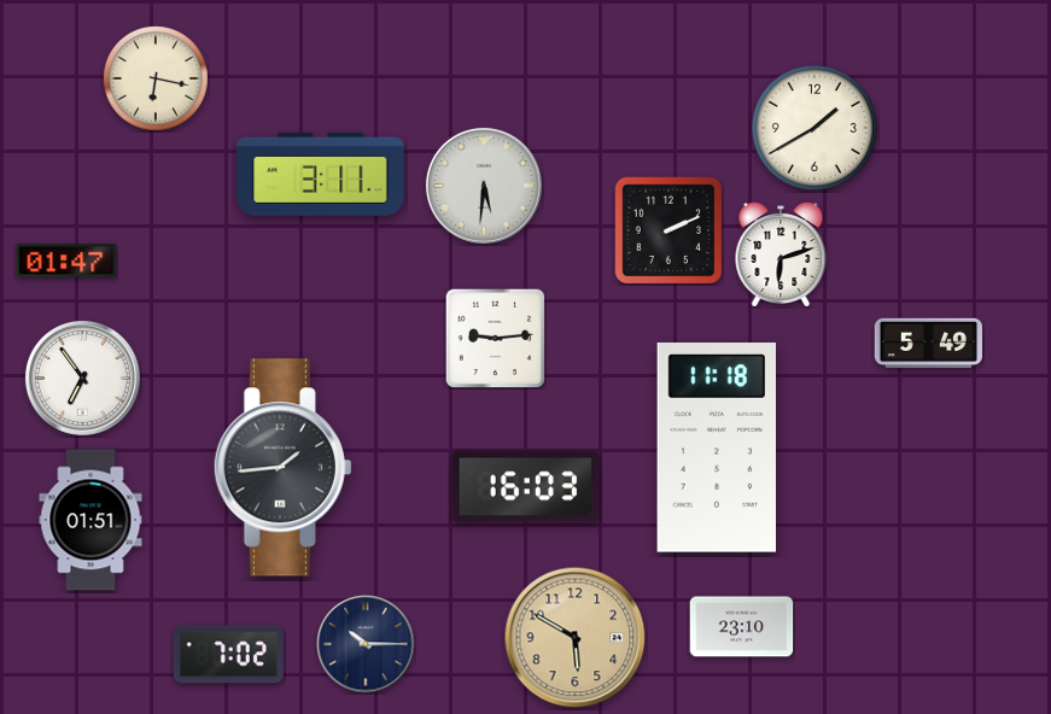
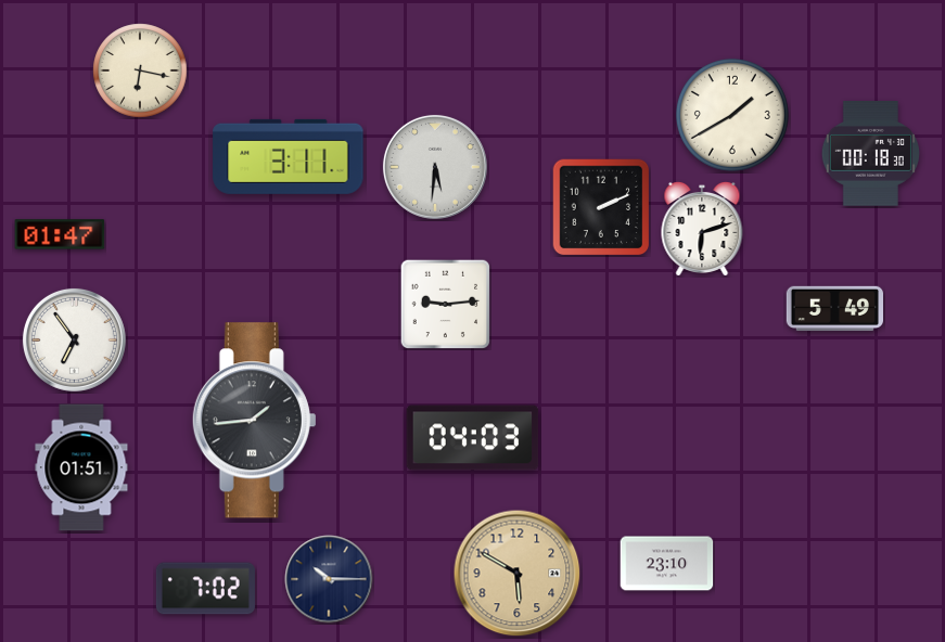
clock at (870, 154): none -> 00:18
clock at (716, 449): 11:18 -> none
clock at (526, 487): 16:03 -> 04:03
